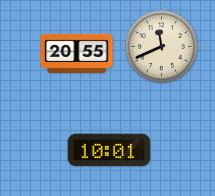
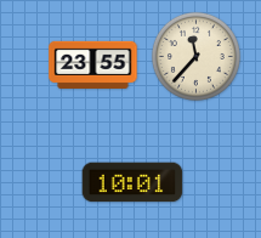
clock at (161, 46): 11:41 -> 11:37
clock at (77, 53): 20:55 -> 23:55
